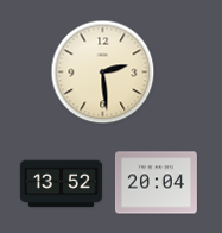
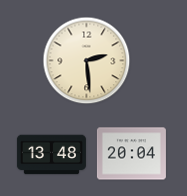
clock at (61, 184): 13:52 -> 13:48
